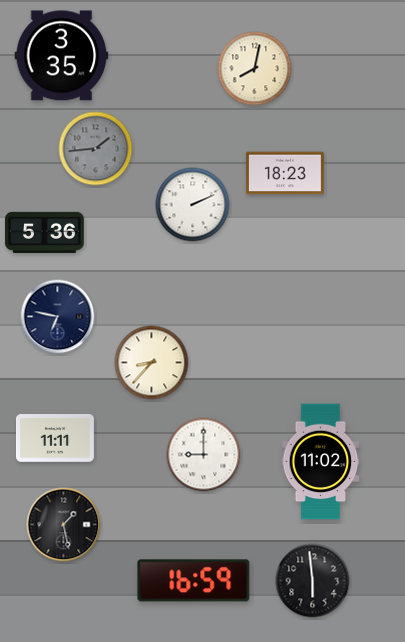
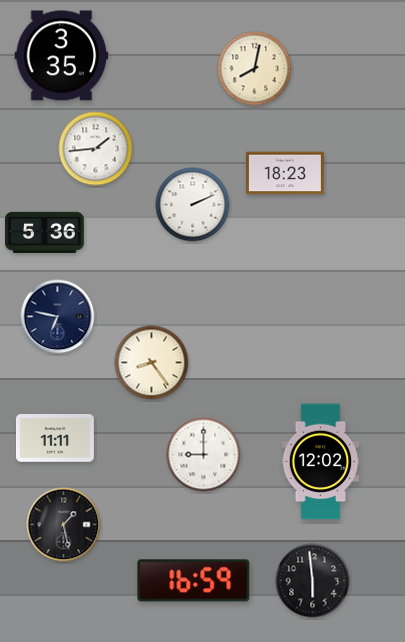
clock at (96, 149) dial: grey -> white
clock at (152, 363): 8:37 -> 8:24
clock at (321, 462): 11:02 -> 12:02
